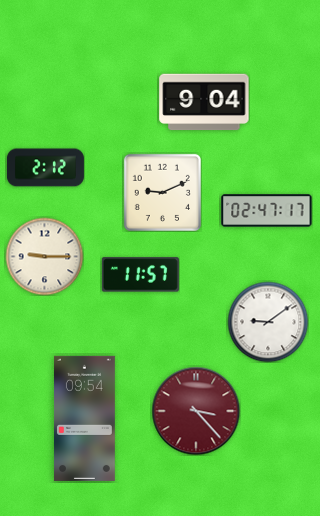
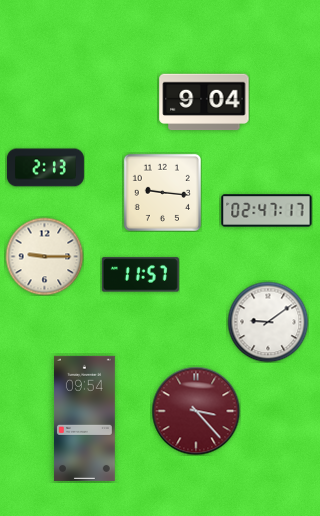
clock at (45, 168): 2:12 -> 2:13
clock at (162, 192): 9:11 -> 9:16
